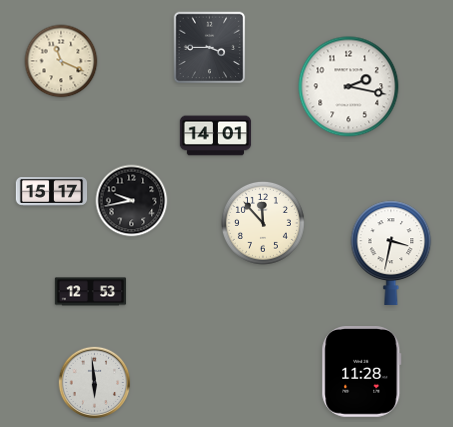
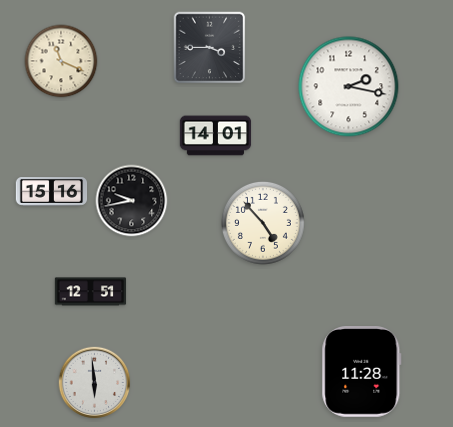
clock at (52, 192): 15:17 -> 15:16
clock at (263, 223): 11:53 -> 4:53
clock at (391, 253): 3:32 -> none
clock at (91, 292): 12:53 -> 12:51
